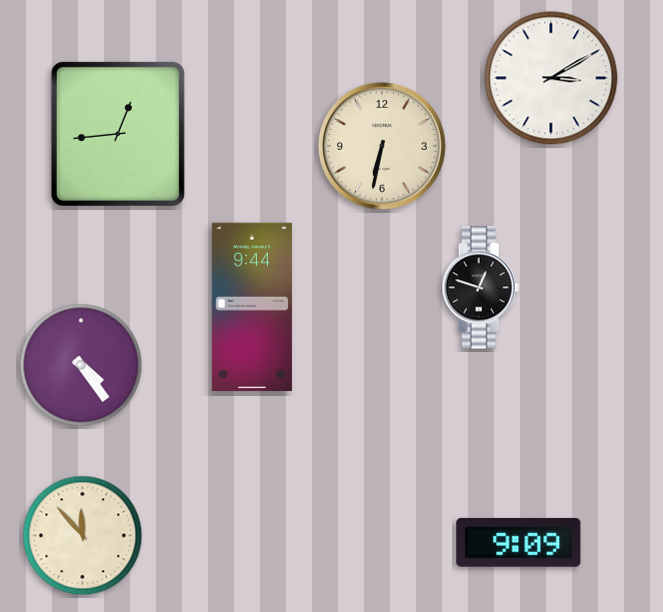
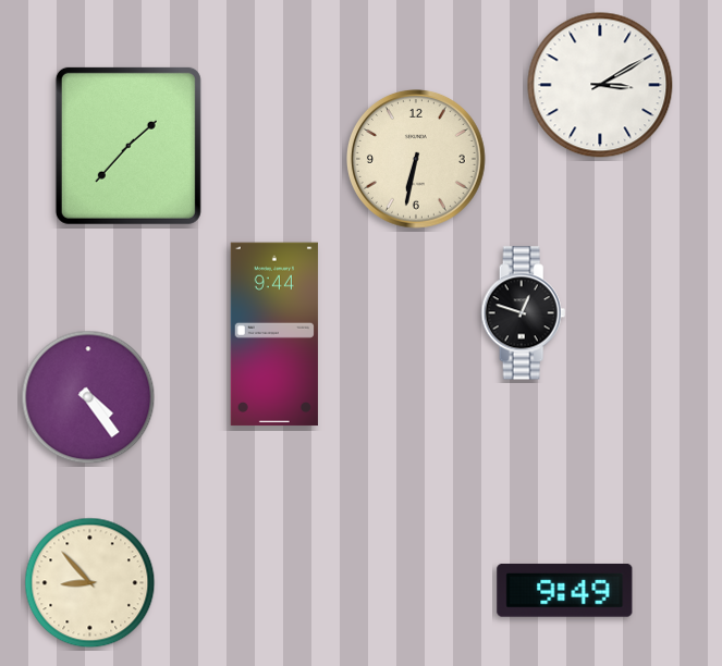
clock at (118, 134): 12:44 -> 1:37
clock at (83, 536): 11:53 -> 8:53
clock at (519, 543): 9:09 -> 9:49
